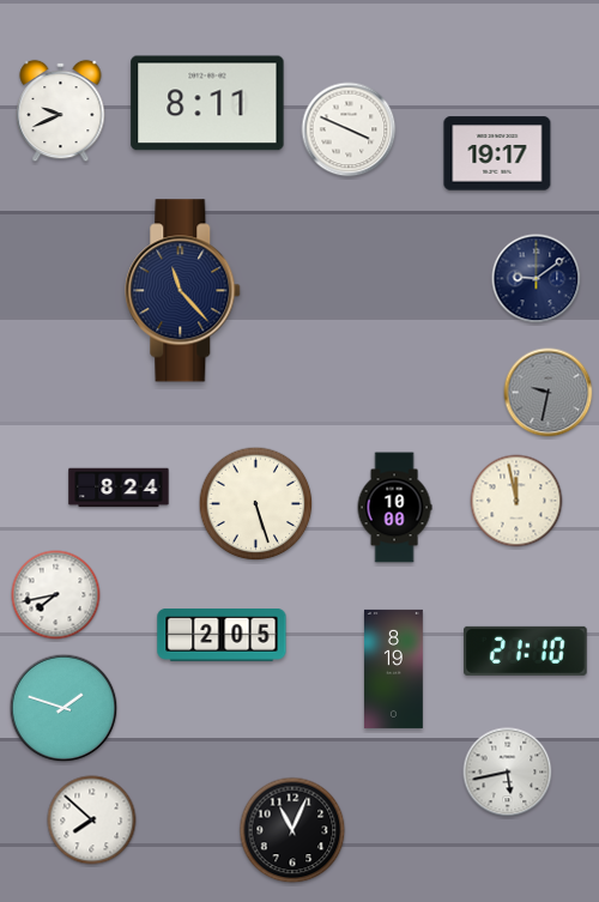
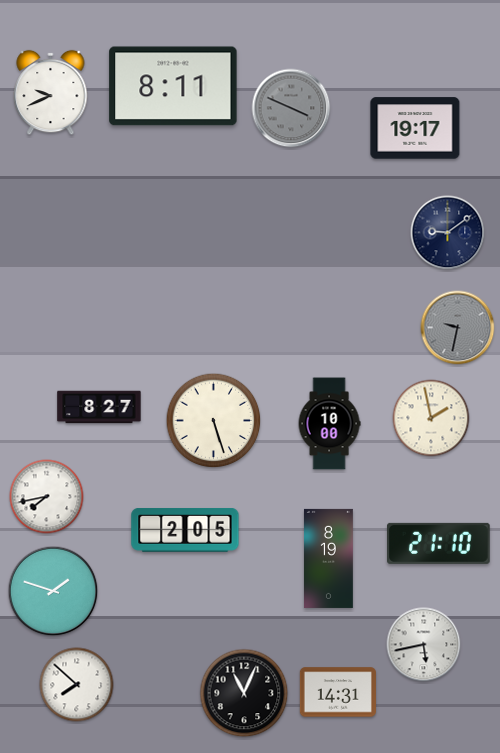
clock at (349, 129) dial: white -> grey
clock at (183, 291): 11:23 -> none
clock at (119, 488): 8:24 -> 8:27
clock at (516, 501): 11:58 -> 1:58
clock at (338, 692): none -> 14:31
